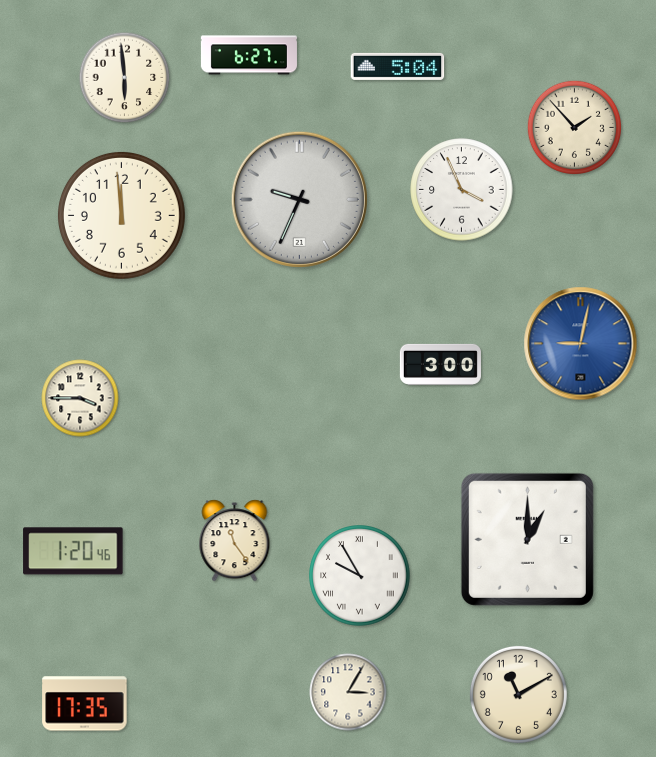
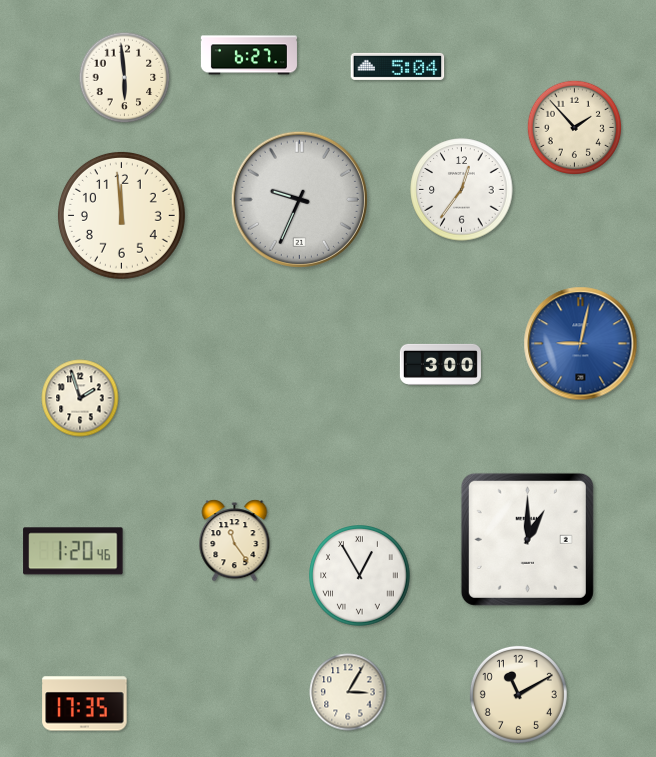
clock at (462, 190): 3:56 -> 12:36
clock at (80, 398): 3:45 -> 1:57
clock at (360, 576): 9:55 -> 12:55
